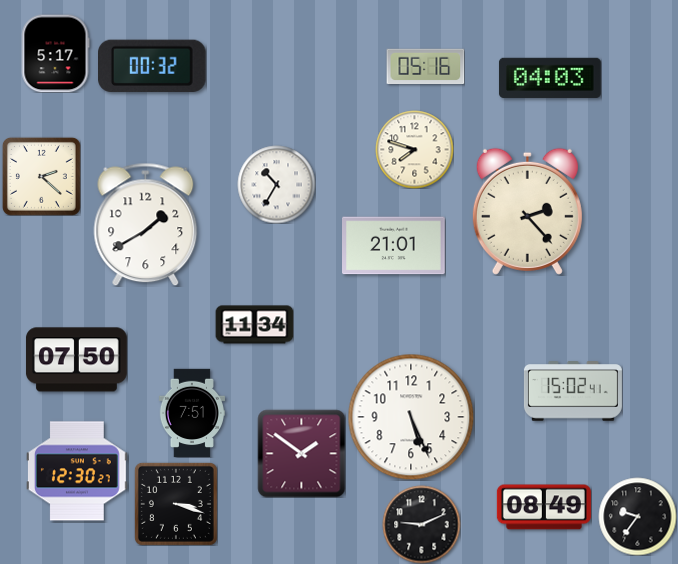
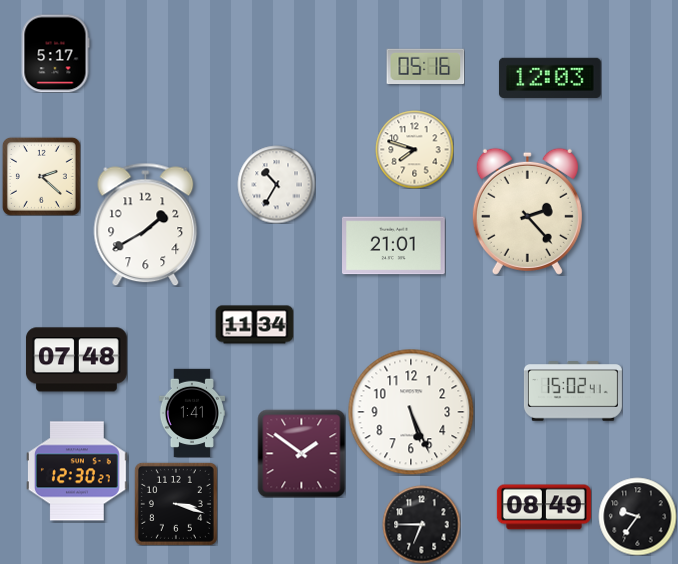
clock at (153, 65): 00:32 -> none
clock at (550, 78): 04:03 -> 12:03
clock at (76, 360): 07:50 -> 07:48
clock at (191, 413): 7:51 -> 1:41
clock at (411, 417) position: (411, 417) -> (411, 412)
clock at (421, 524): 9:11 -> 6:45
